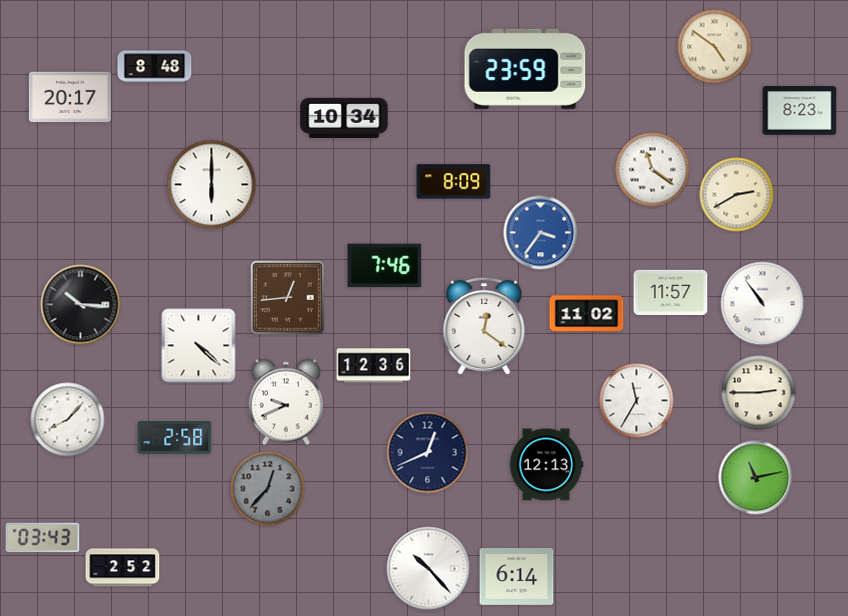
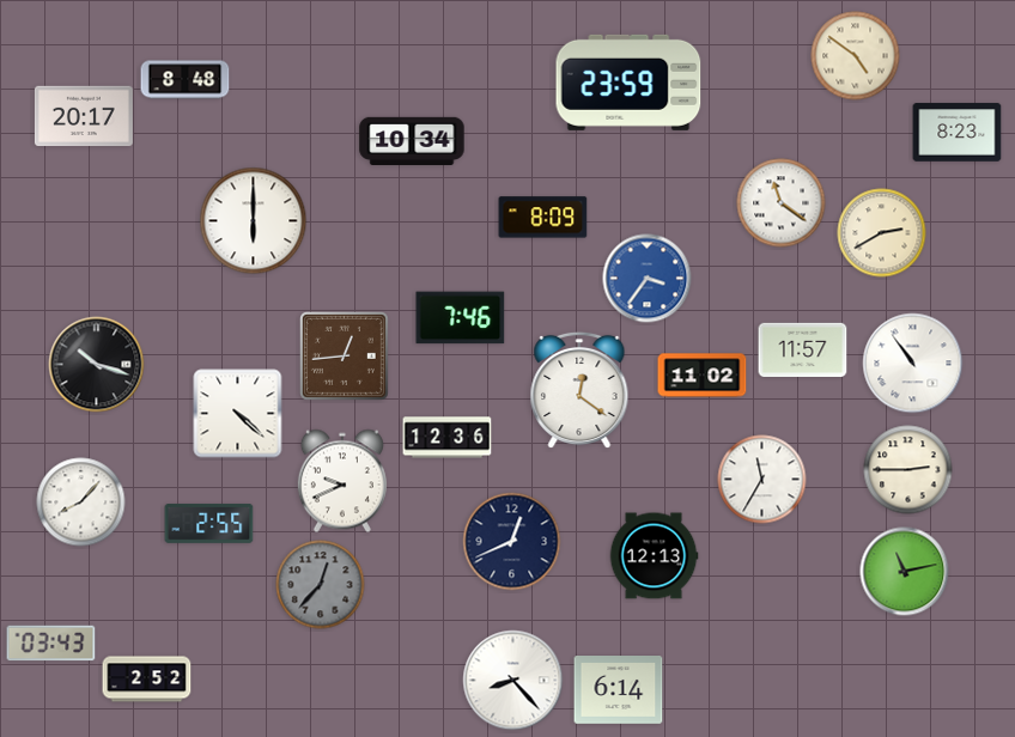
clock at (81, 305): 10:16 -> 10:18
clock at (175, 438): 2:58 -> 2:55
clock at (429, 569): 10:23 -> 8:23
